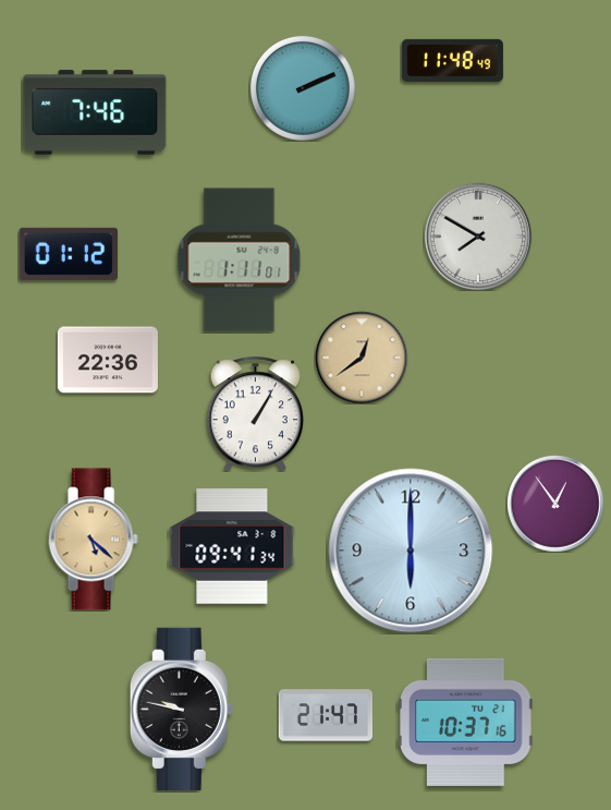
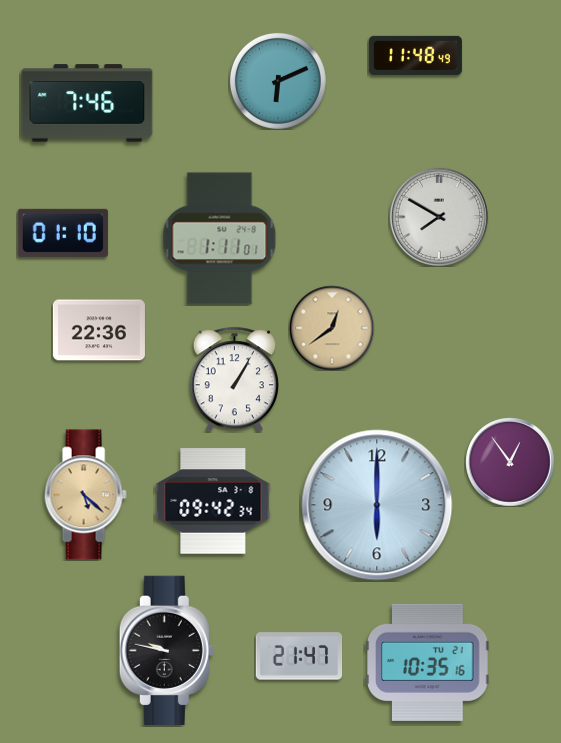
clock at (303, 88): 2:11 -> 6:11
clock at (69, 254): 01:12 -> 01:10
clock at (232, 546): 09:41 -> 09:42
clock at (466, 722): 10:37 -> 10:35
